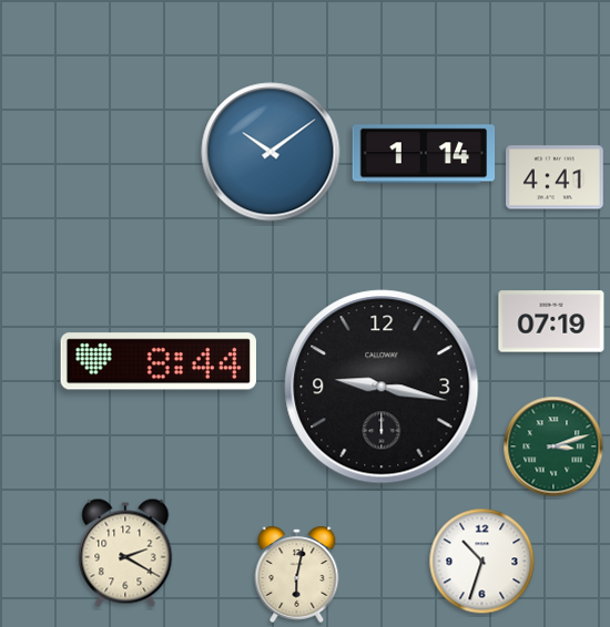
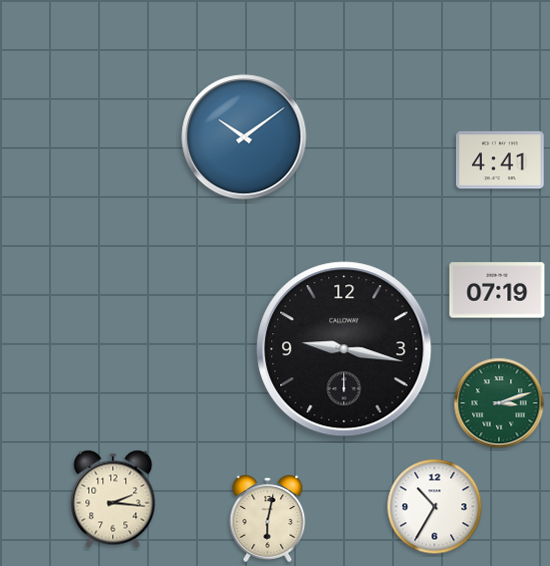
clock at (424, 154): 1:14 -> none
clock at (157, 361): 8:44 -> none
clock at (125, 553): 2:20 -> 2:16
clock at (482, 562): 10:33 -> 10:35
